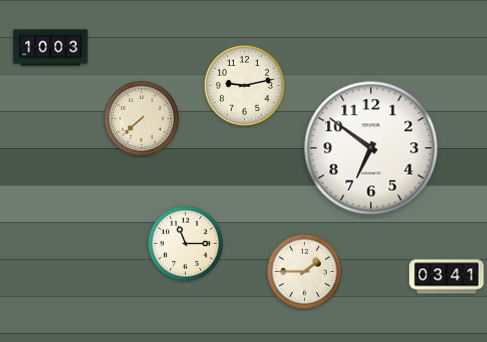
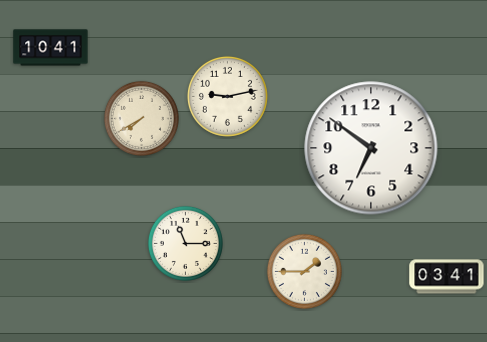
clock at (51, 48): 10:03 -> 10:41
clock at (244, 85) position: (244, 85) -> (227, 96)
clock at (141, 118): 7:38 -> 7:40
